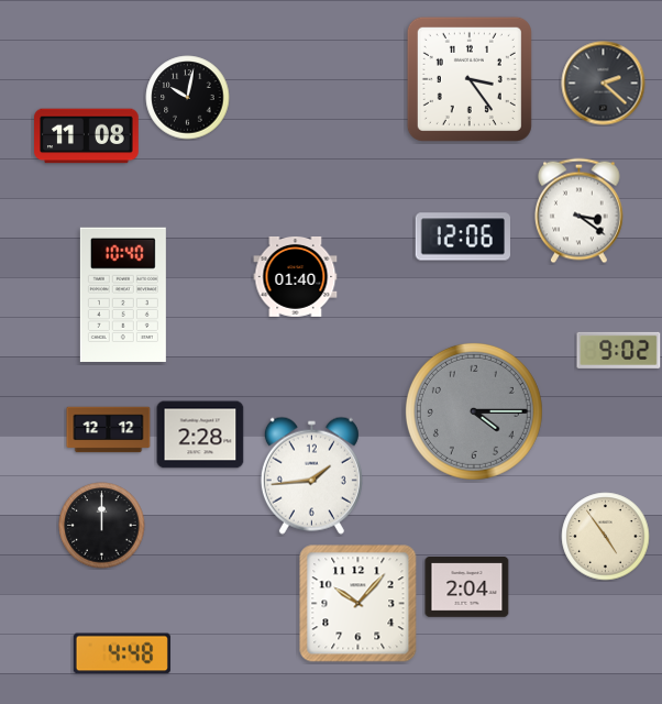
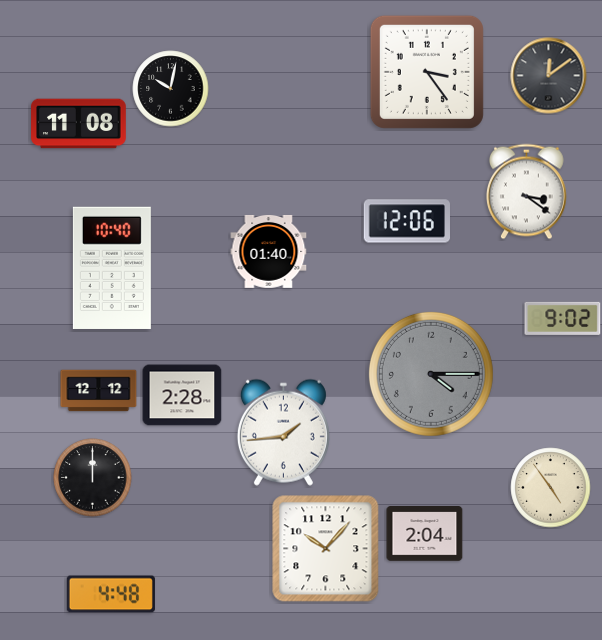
clock at (604, 84): 2:22 -> 12:09
clock at (462, 237) position: (462, 237) -> (406, 221)
